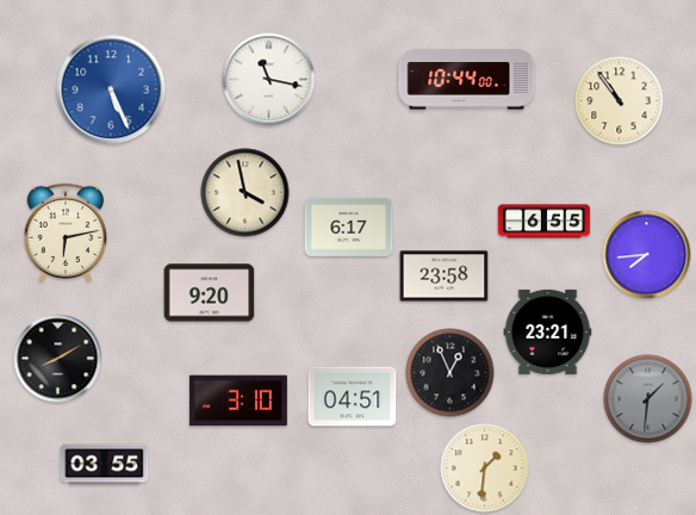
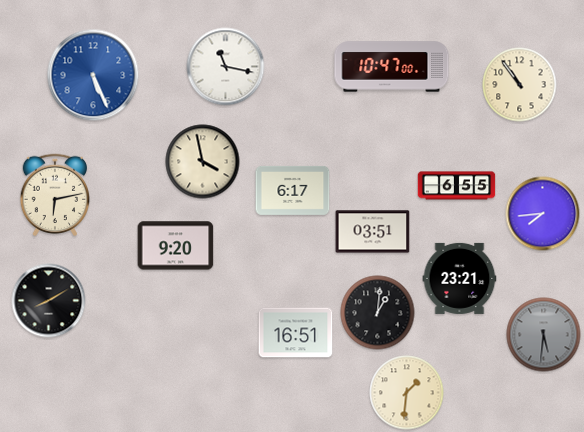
clock at (467, 80): 10:44 -> 10:47
clock at (246, 193) position: (246, 193) -> (203, 162)
clock at (445, 277): 23:58 -> 03:51
clock at (450, 373): 12:56 -> 1:01
clock at (353, 397): 04:51 -> 16:51
clock at (648, 399): 1:31 -> 5:31
clock at (238, 401): 3:10 -> none
clock at (105, 465): 03:55 -> none
